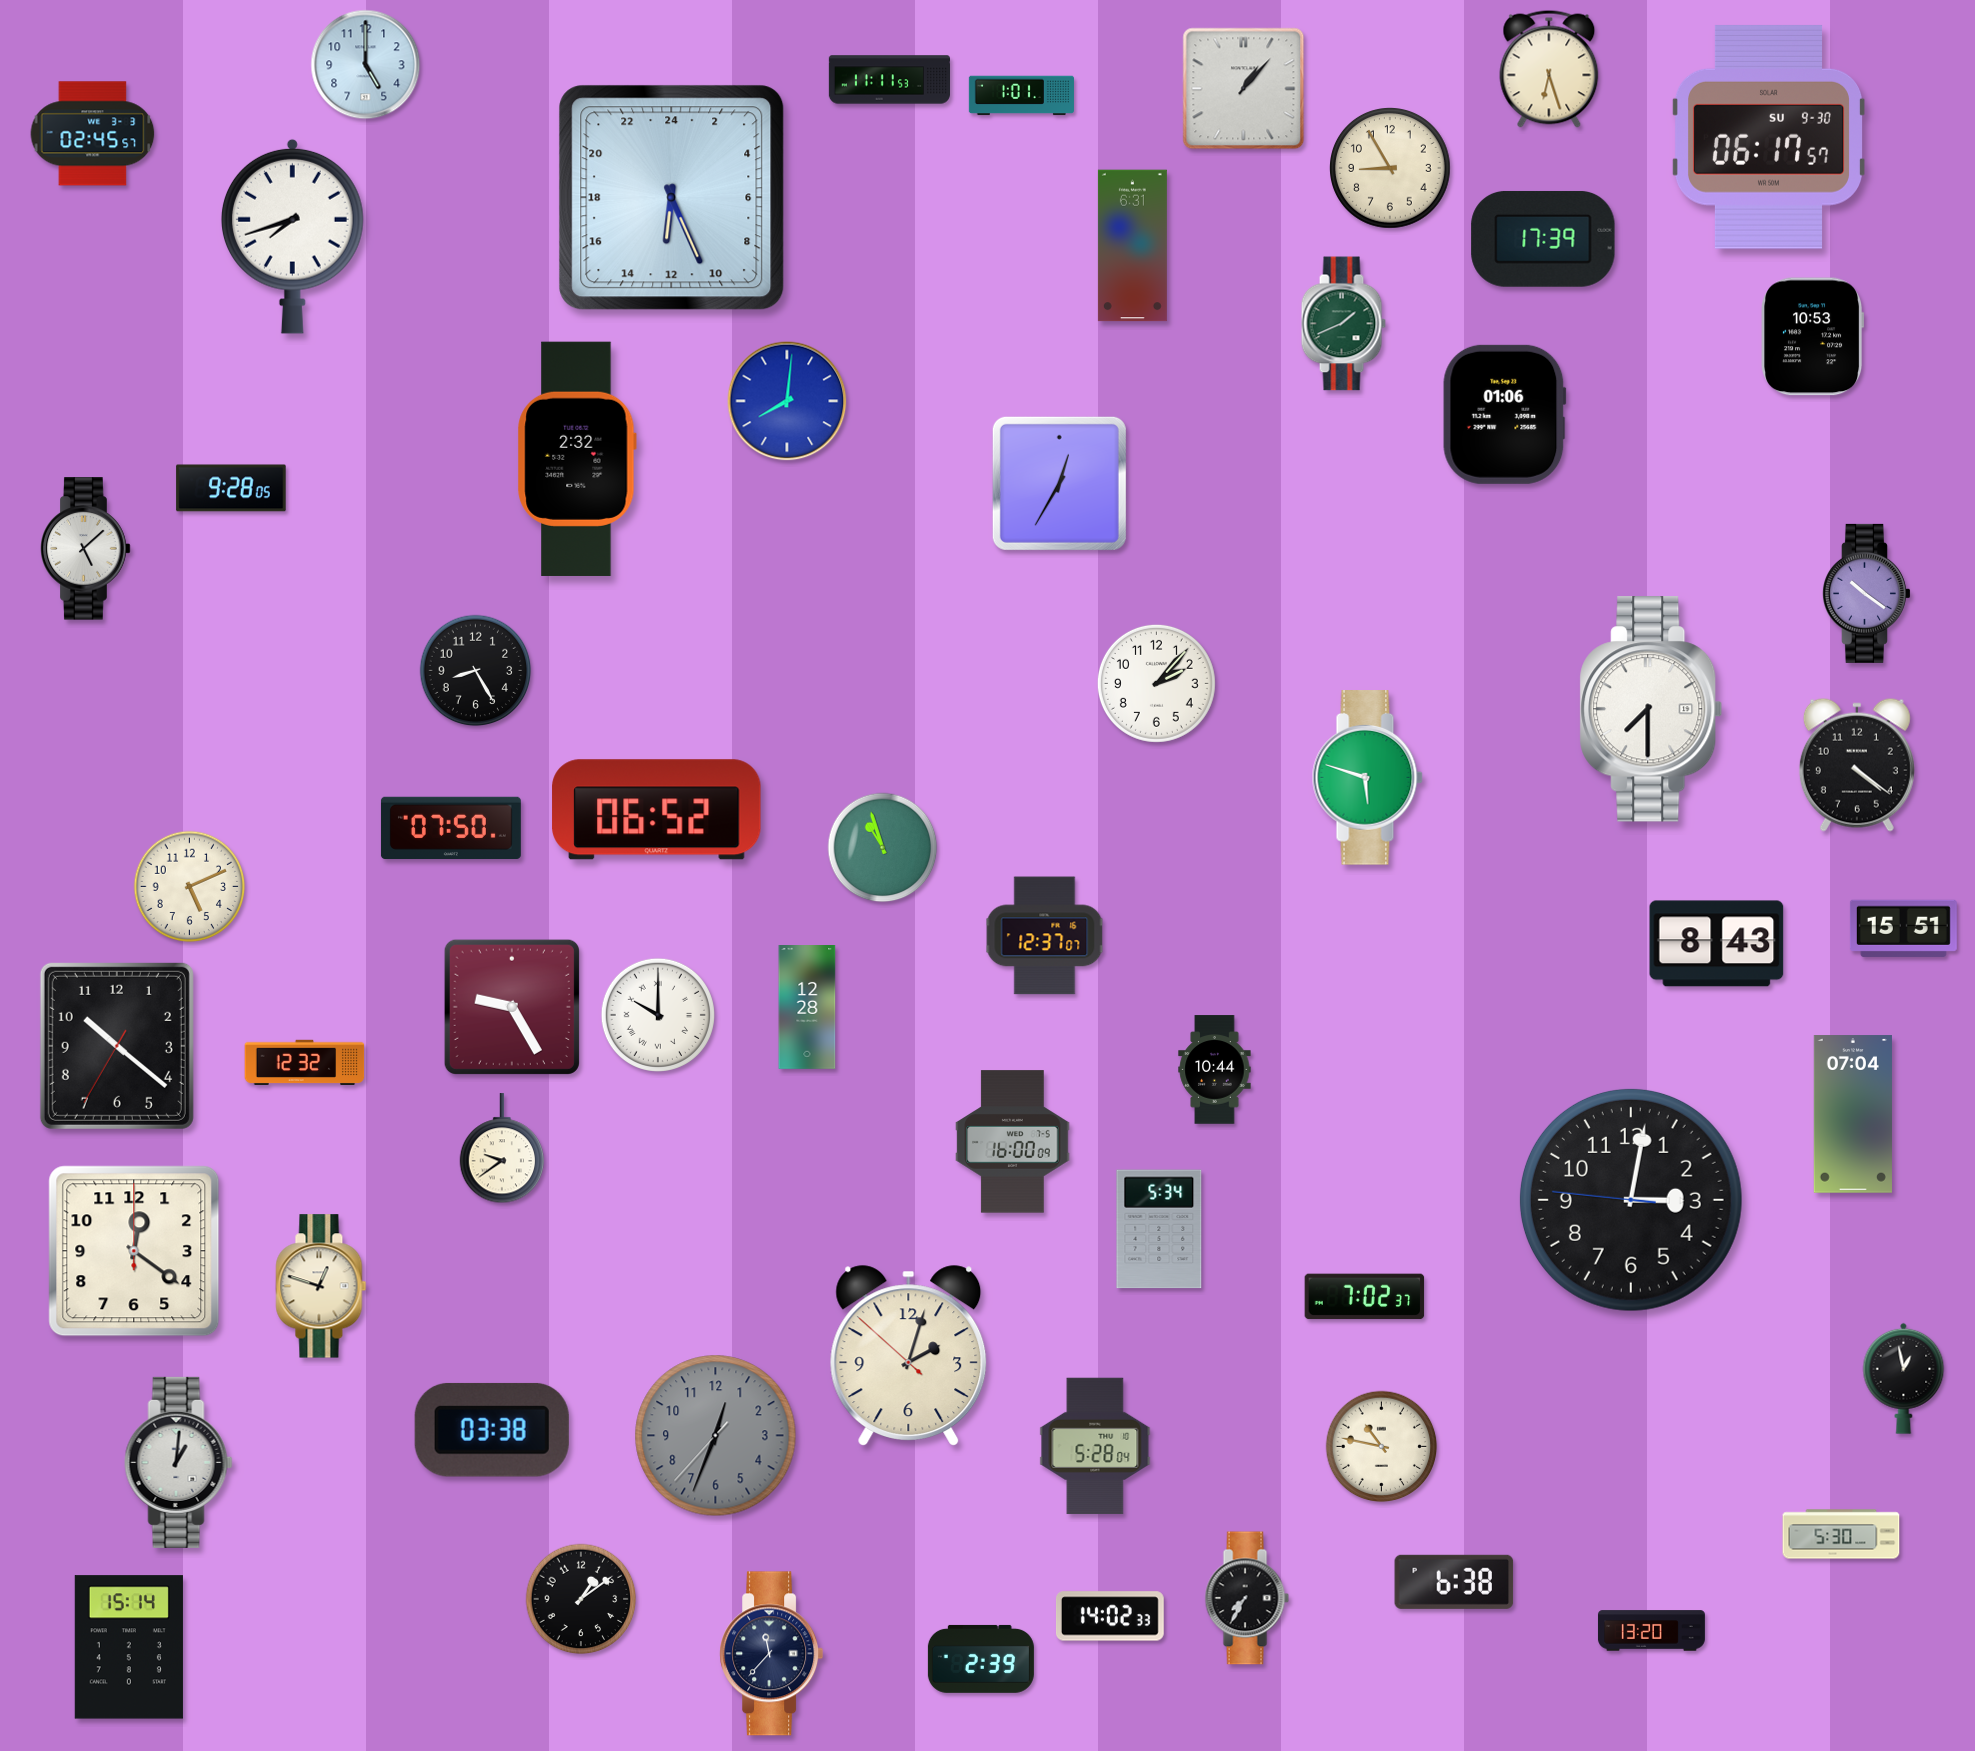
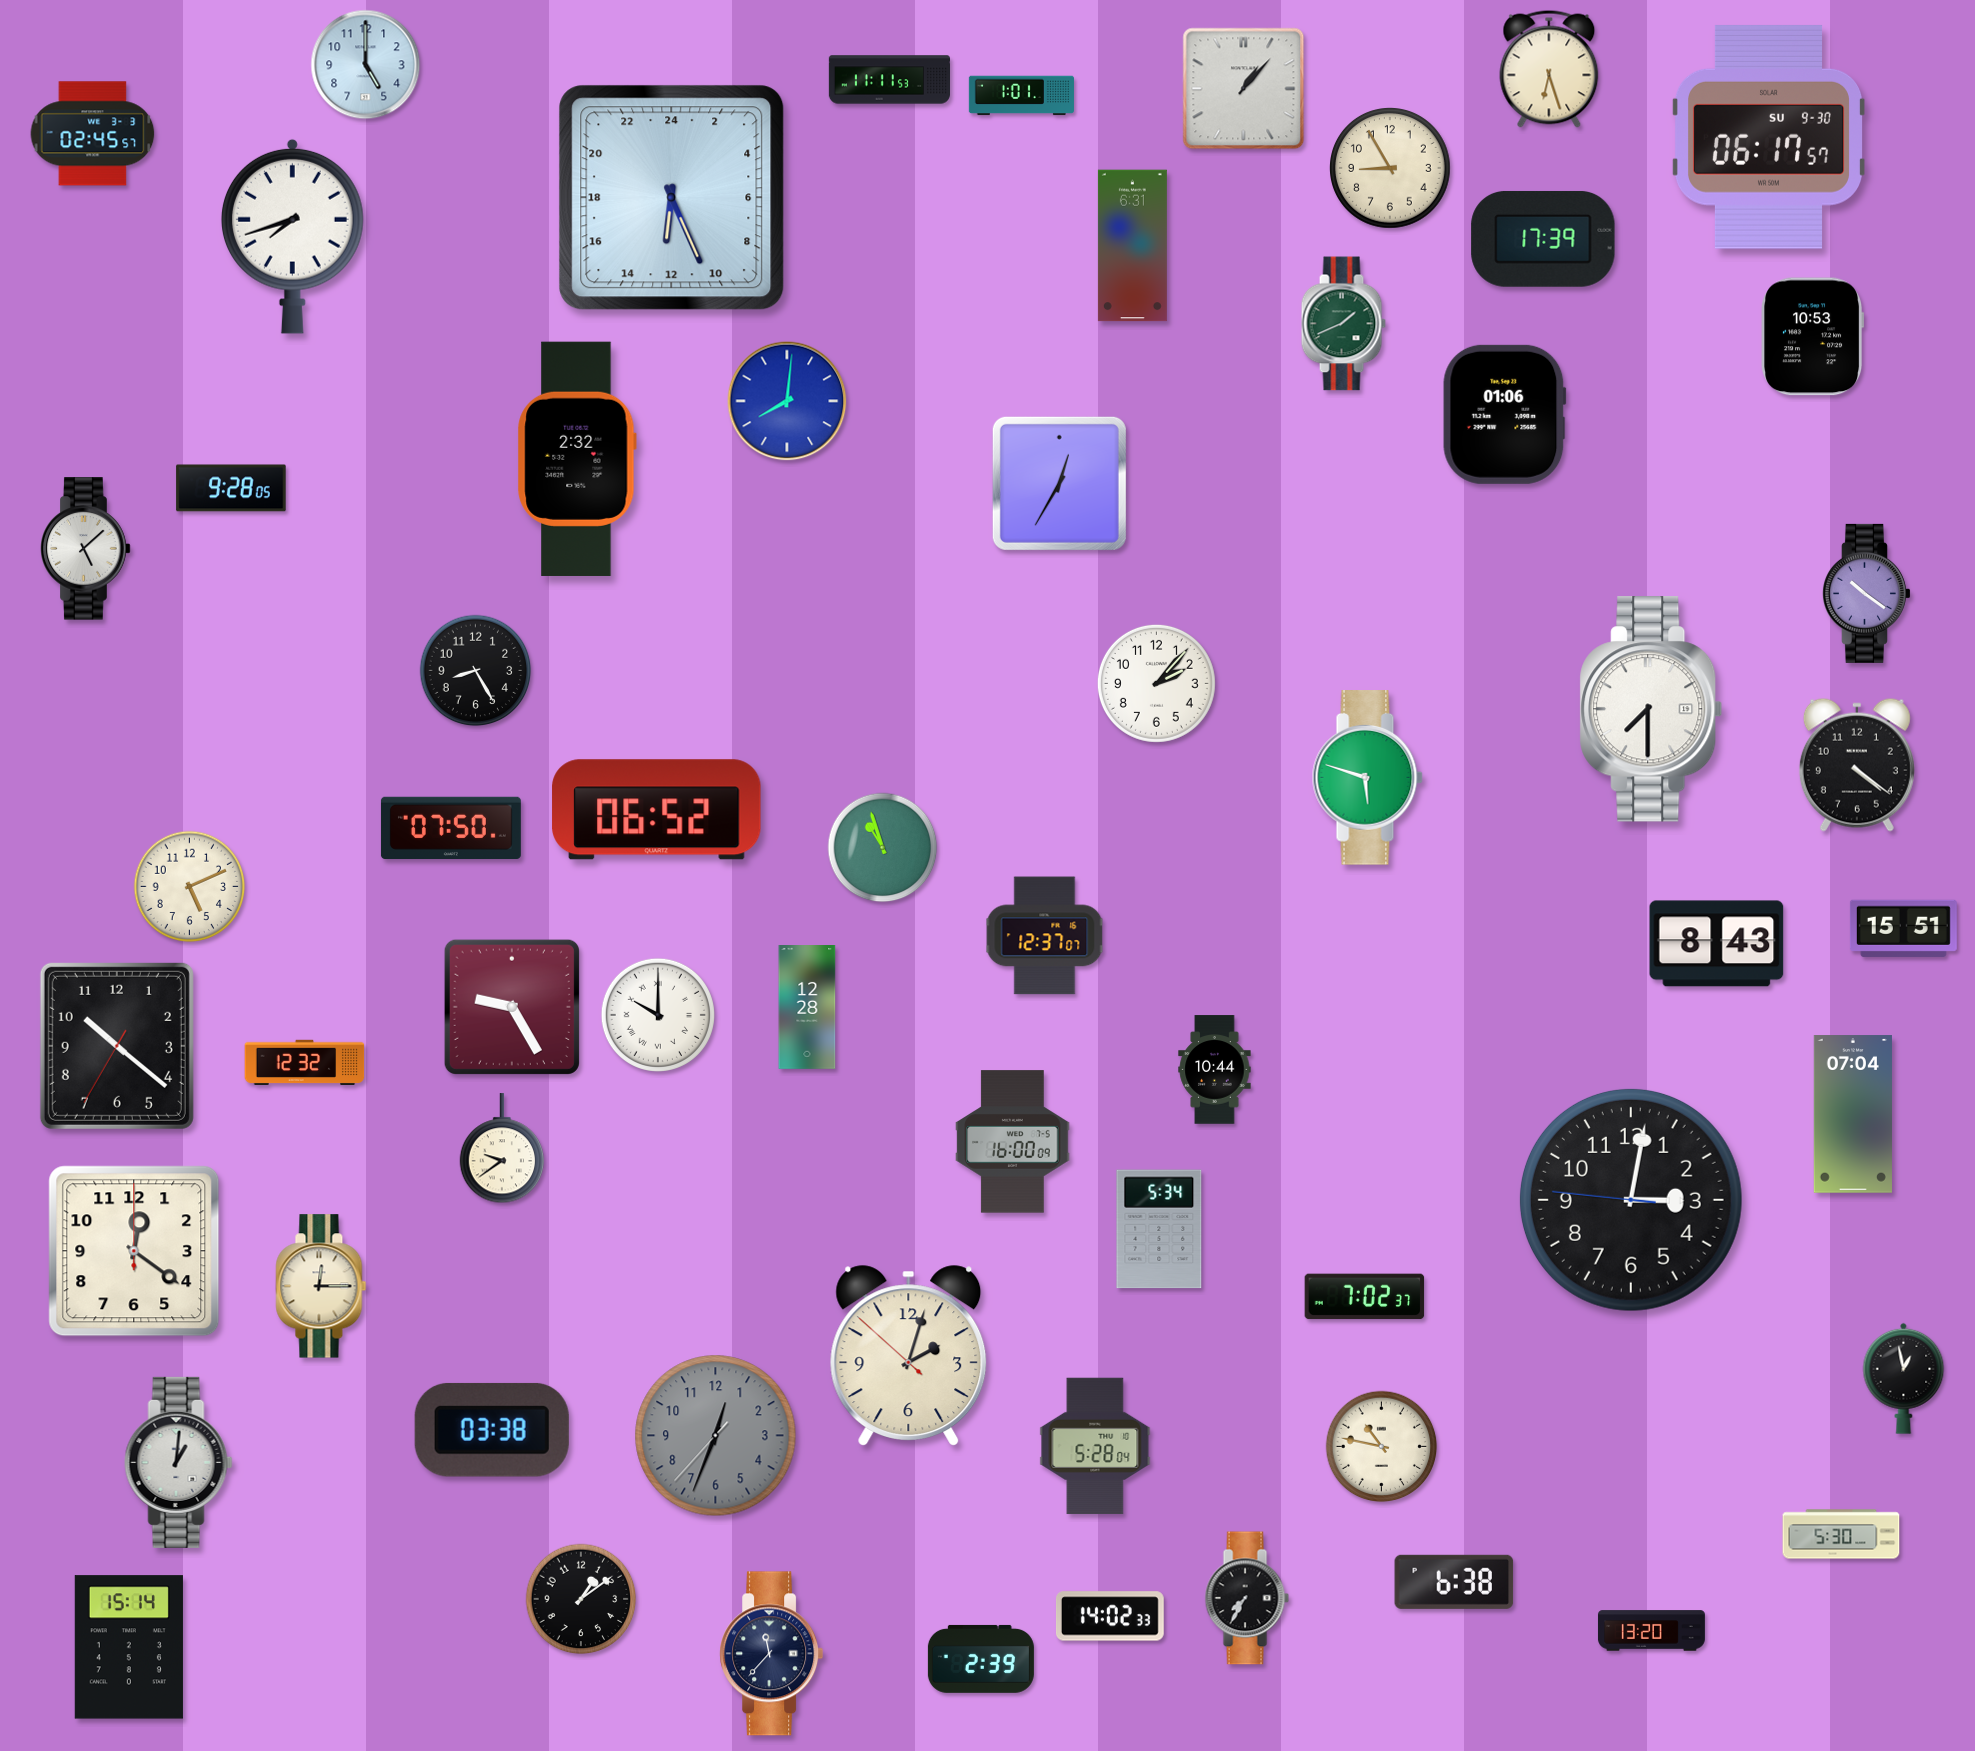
clock at (321, 1286): 12:48 -> 12:15
